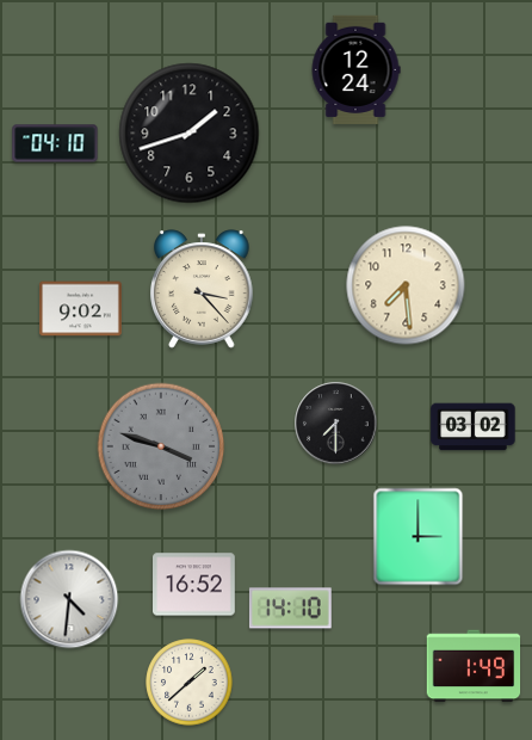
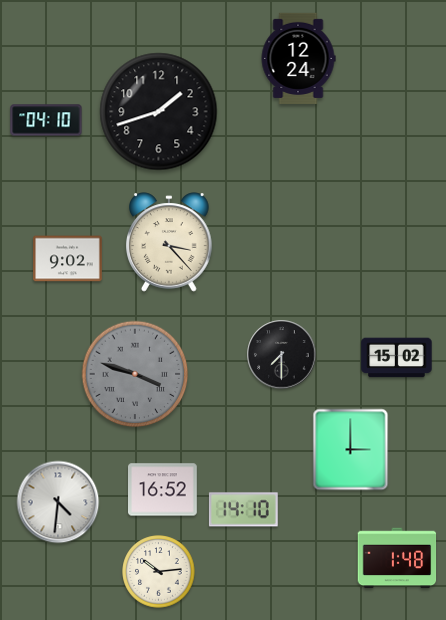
clock at (406, 285): 7:29 -> none
clock at (474, 427): 03:02 -> 15:02
clock at (474, 666): 1:49 -> 1:48
clock at (190, 683): 1:38 -> 10:14
